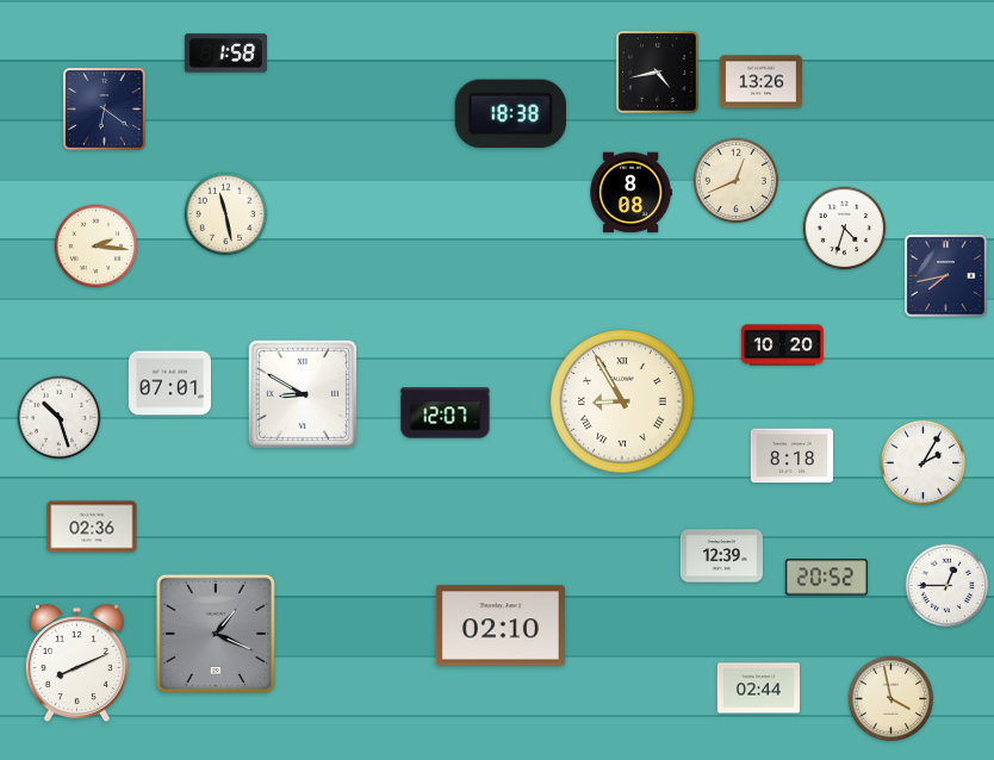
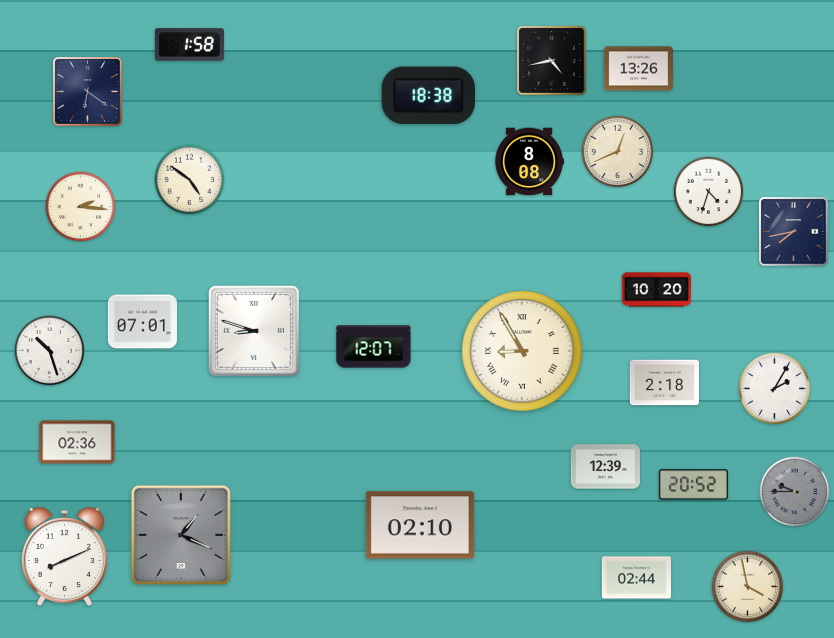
clock at (226, 214): 11:28 -> 4:51
clock at (303, 394): 8:50 -> 8:48
clock at (622, 401) position: (622, 401) -> (522, 351)
clock at (791, 456): 8:18 -> 2:18
clock at (948, 586): 12:45 -> 9:45
clock at (948, 586) dial: white -> grey
clock at (216, 634) position: (216, 634) -> (181, 535)
